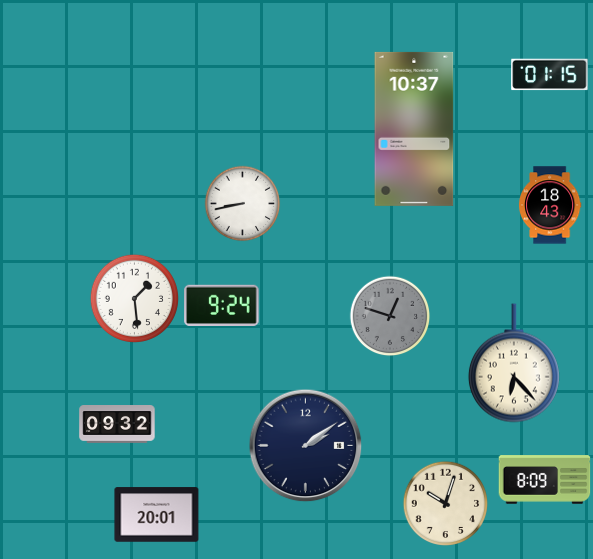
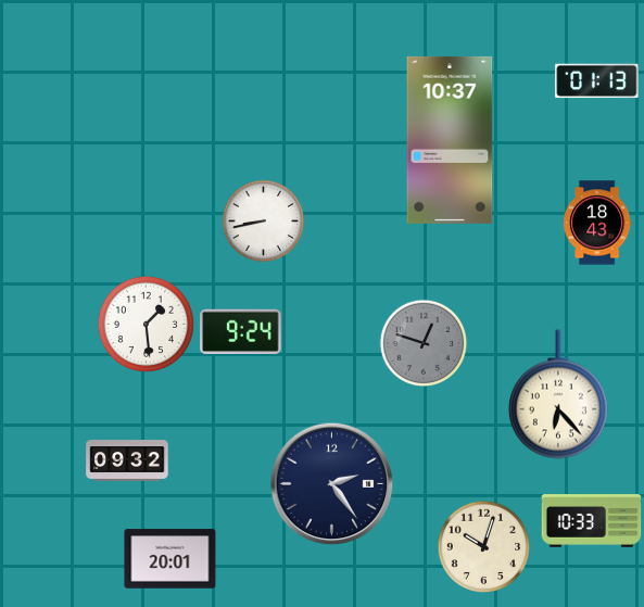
clock at (550, 75): 01:15 -> 01:13
clock at (306, 446): 2:09 -> 2:24
clock at (545, 480): 8:09 -> 10:33
